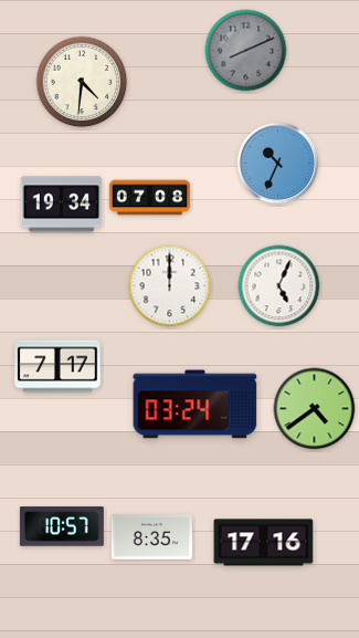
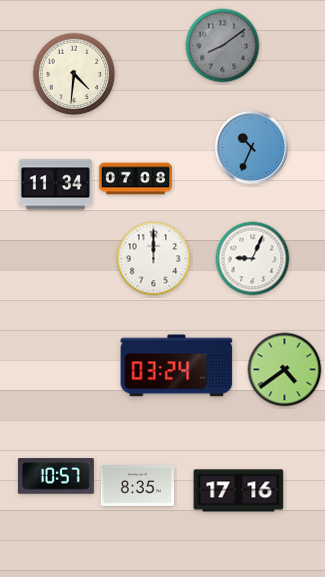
clock at (246, 51): 8:11 -> 8:09
clock at (61, 205): 19:34 -> 11:34
clock at (279, 286): 5:04 -> 9:04
clock at (57, 366): 7:17 -> none
